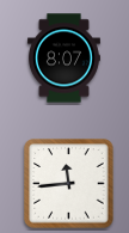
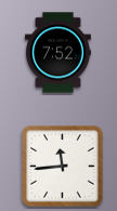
clock at (63, 59): 8:07 -> 7:52
